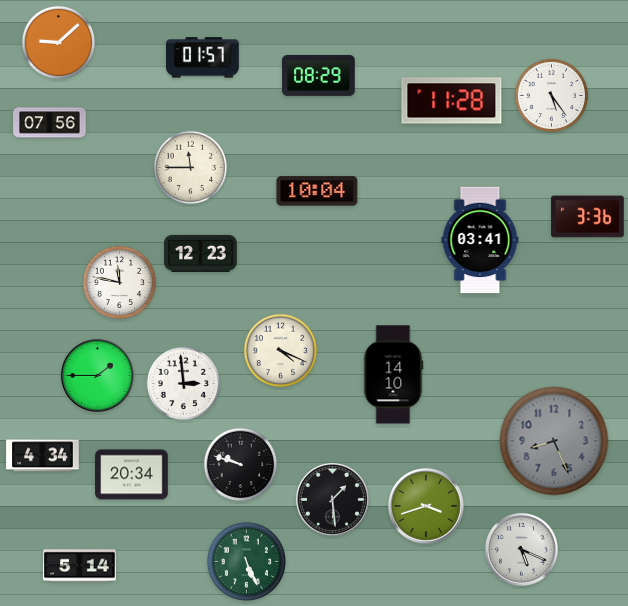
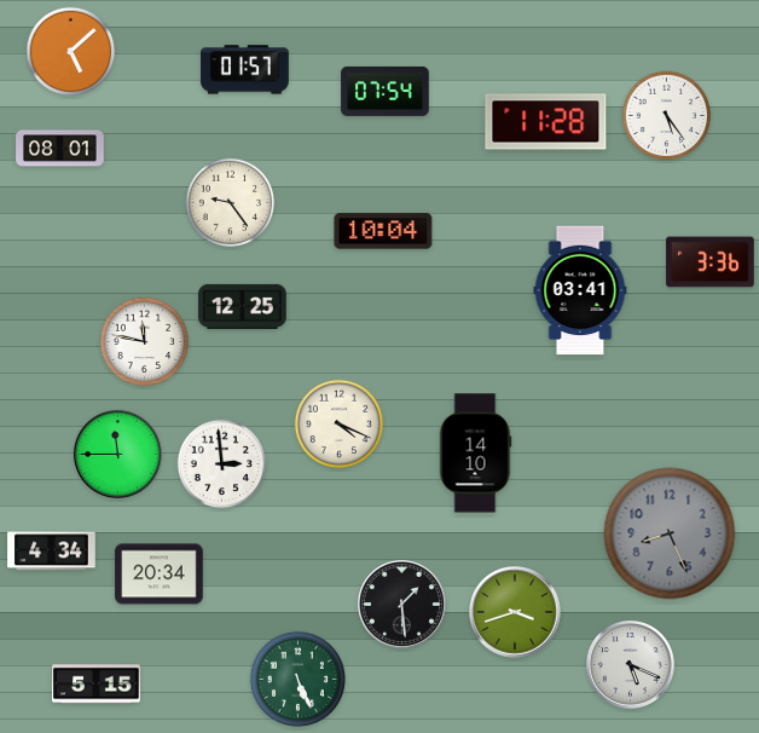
clock at (59, 43): 9:08 -> 5:08
clock at (319, 75): 08:29 -> 07:54
clock at (50, 123): 07:56 -> 08:01
clock at (191, 168): 11:45 -> 9:24
clock at (201, 253): 12:23 -> 12:25
clock at (97, 375): 1:45 -> 11:45
clock at (241, 465): 9:48 -> none
clock at (80, 566): 5:14 -> 5:15
